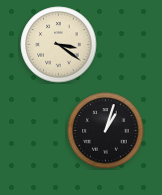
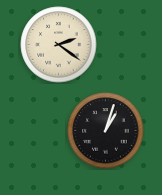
clock at (59, 45): 3:21 -> 2:21
